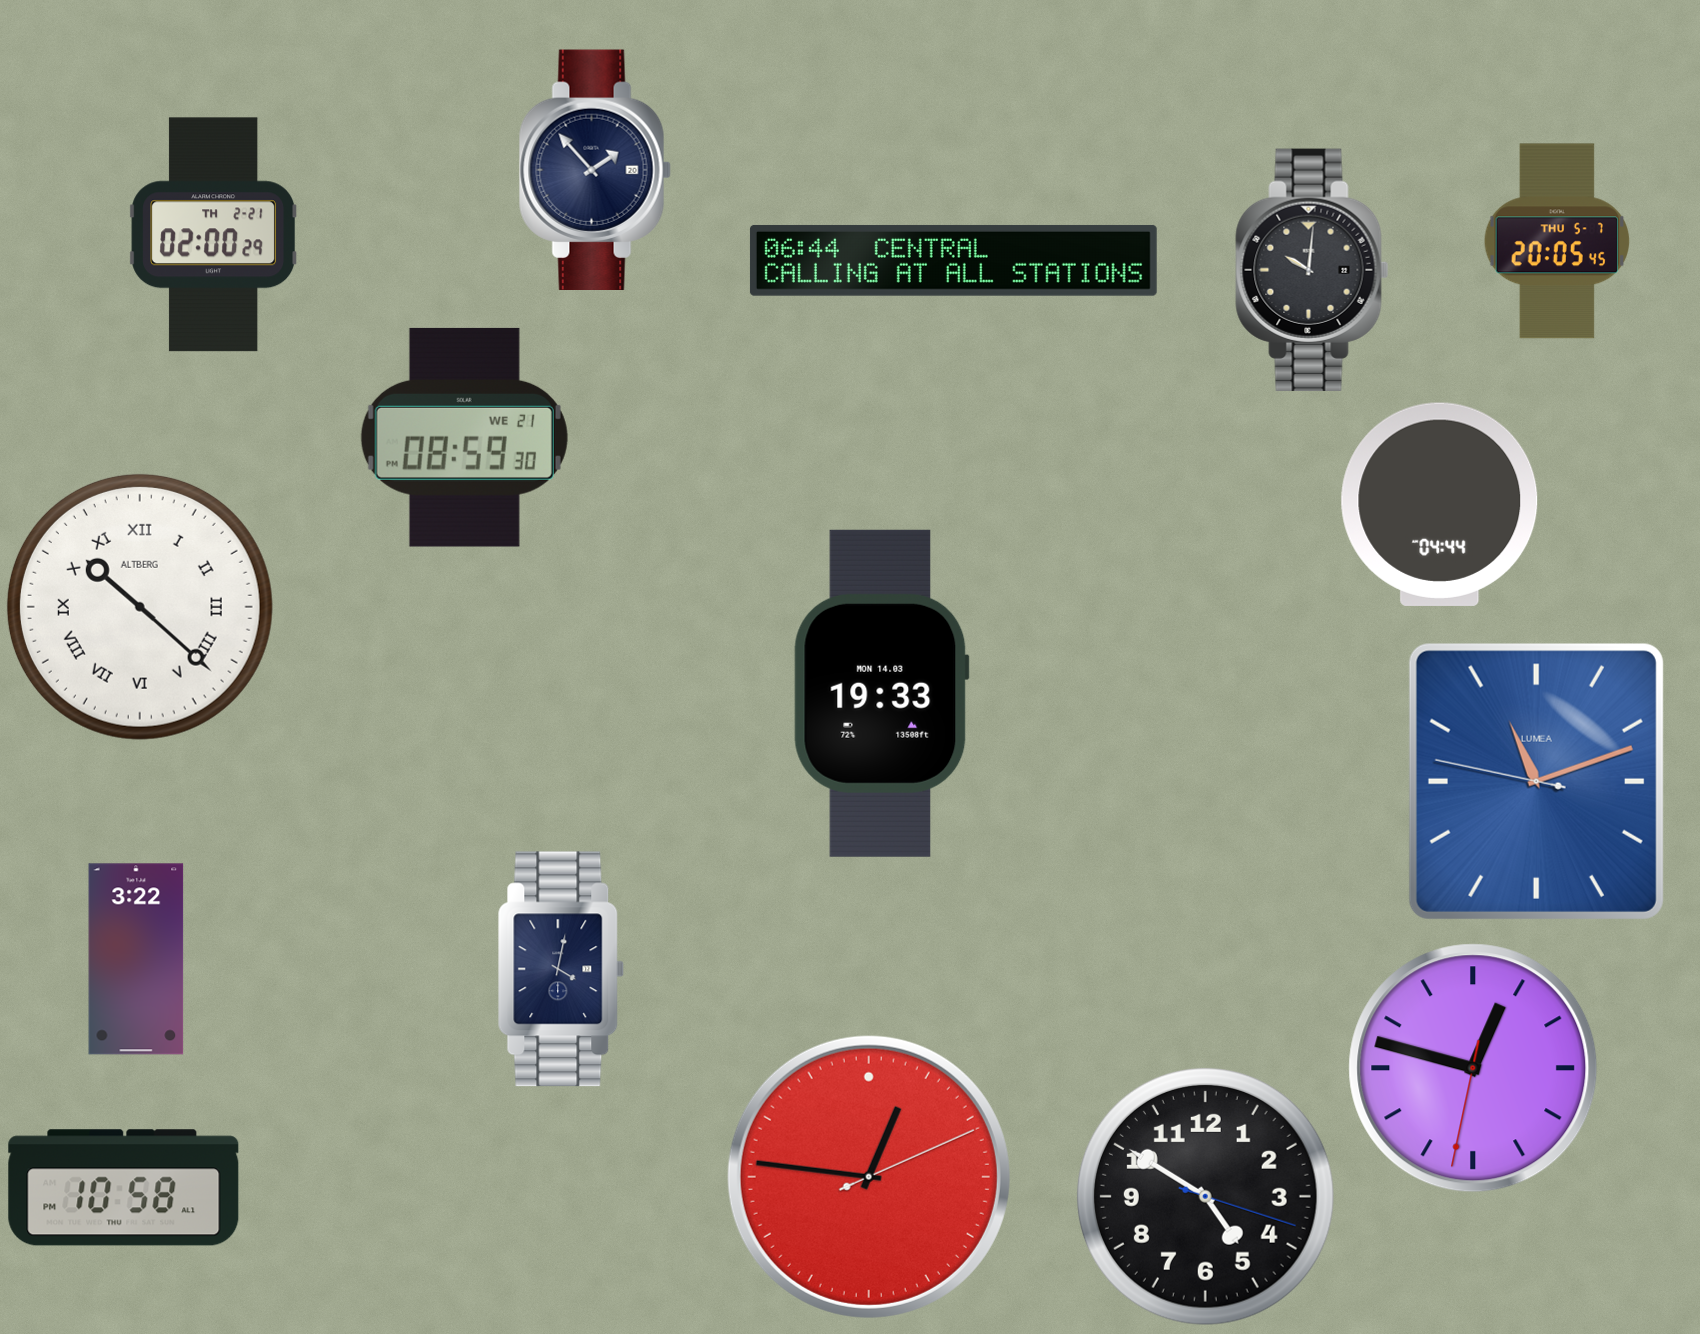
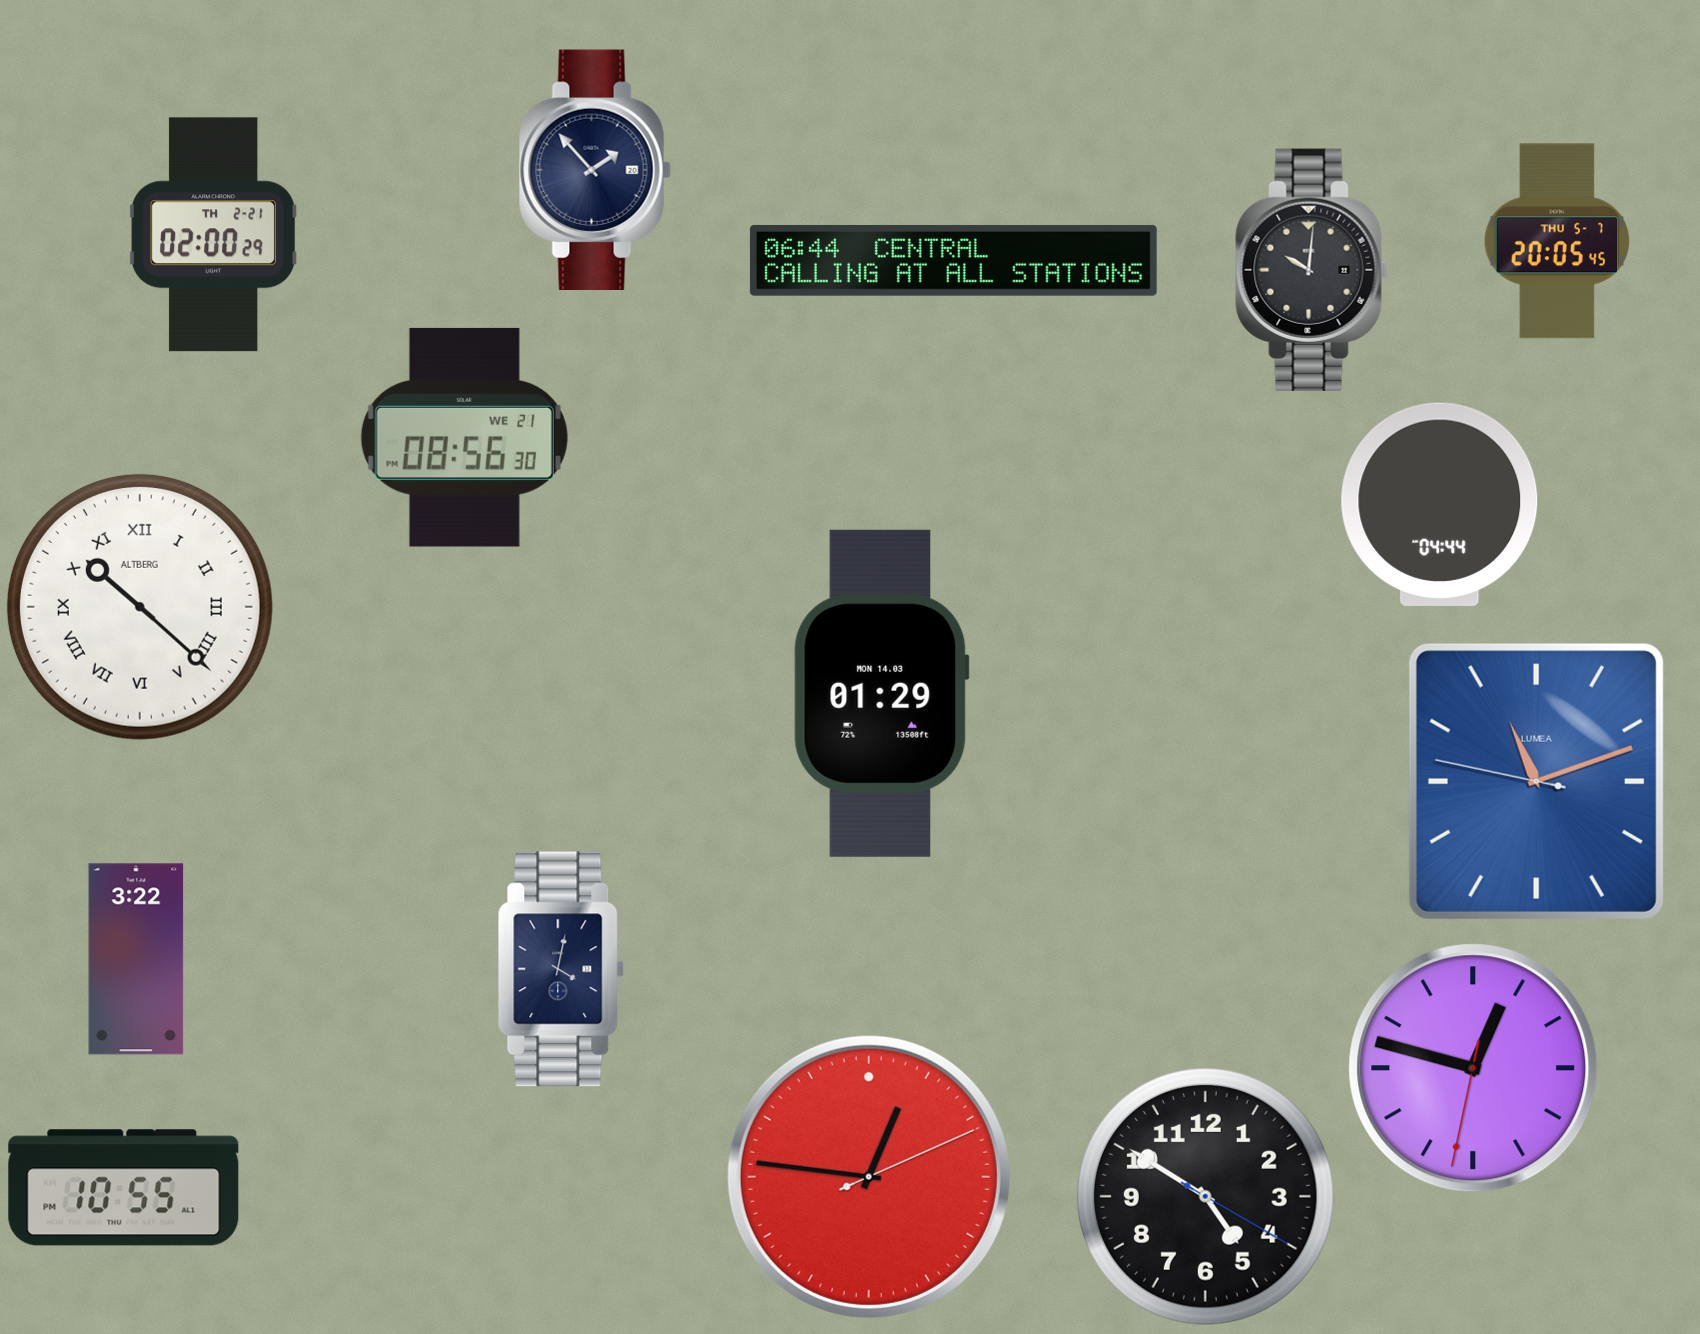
clock at (464, 437): 08:59 -> 08:56
clock at (881, 693): 19:33 -> 01:29
clock at (124, 1188): 10:58 -> 10:55
clock at (1205, 1196): 4:50:18 -> 4:50:20
